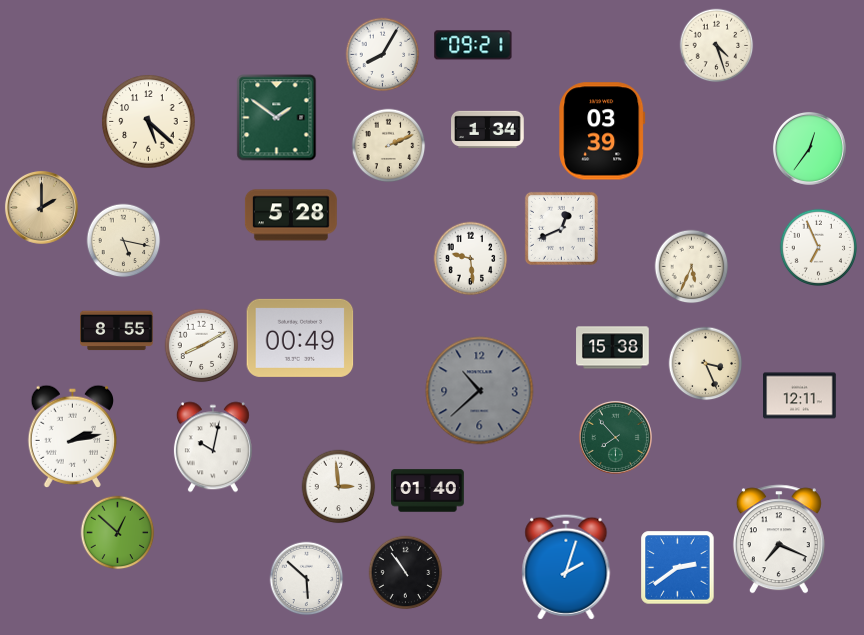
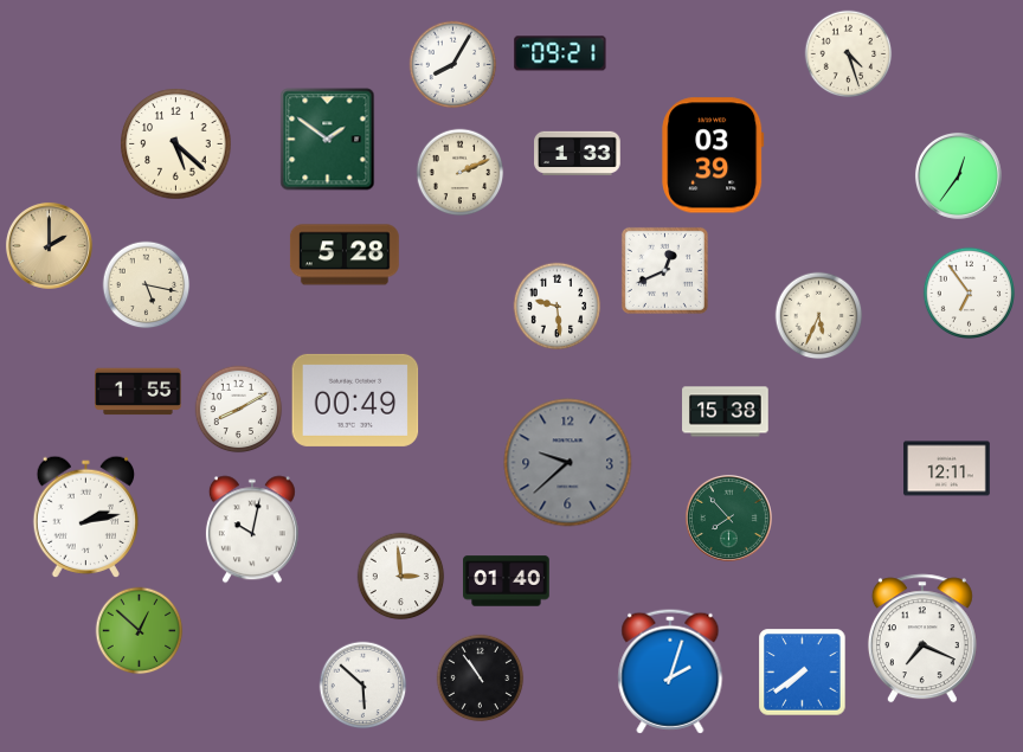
clock at (488, 129): 1:34 -> 1:33
clock at (818, 247): 6:56 -> 6:54
clock at (117, 331): 8:55 -> 1:55
clock at (706, 364): 3:26 -> none
clock at (480, 391): 10:38 -> 9:38
clock at (678, 568): 2:39 -> 7:39
